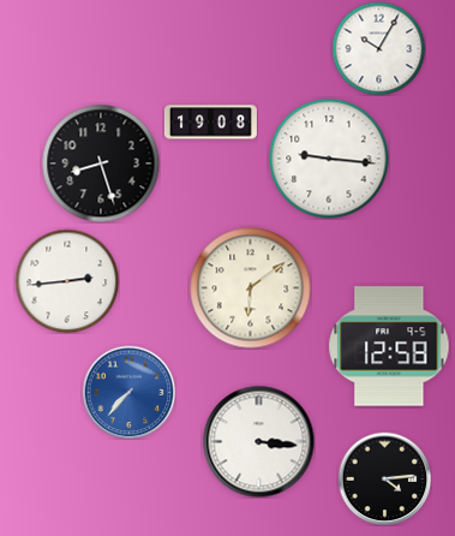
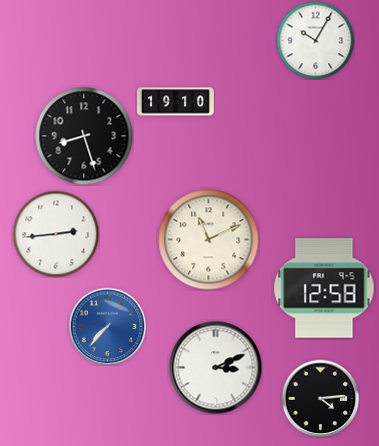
clock at (210, 123): 19:08 -> 19:10
clock at (329, 159): 9:16 -> none
clock at (251, 288): 6:09 -> 11:11
clock at (258, 441): 3:16 -> 3:11
